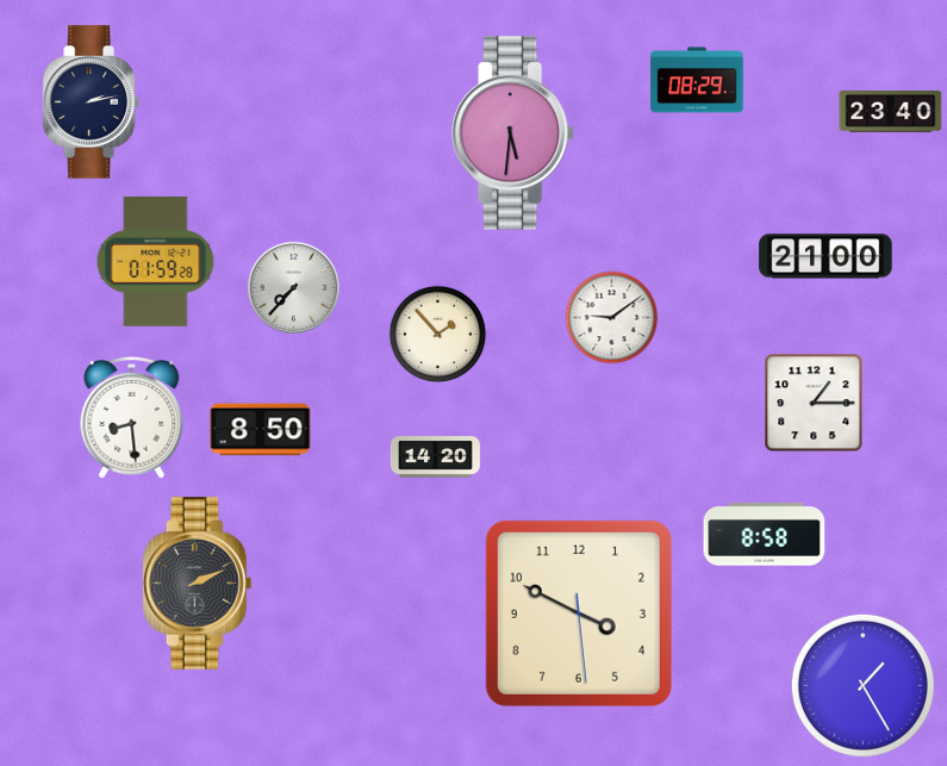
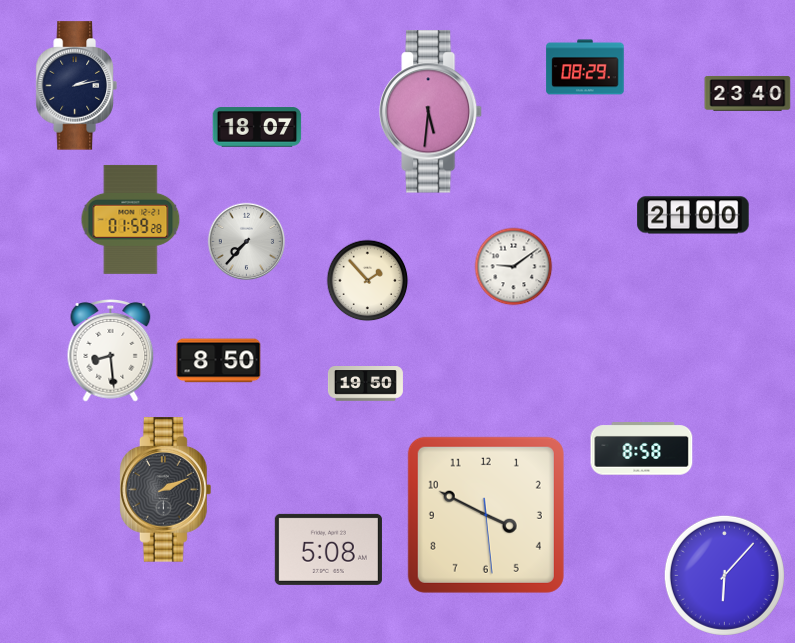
clock at (257, 127): none -> 18:07
clock at (814, 403): 1:15 -> none
clock at (435, 457): 14:20 -> 19:50
clock at (328, 549): none -> 5:08
clock at (862, 685): 1:25 -> 6:07
